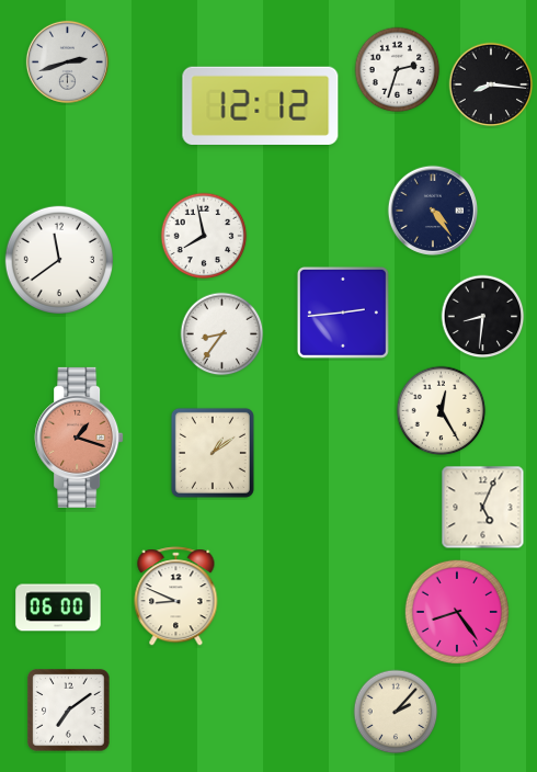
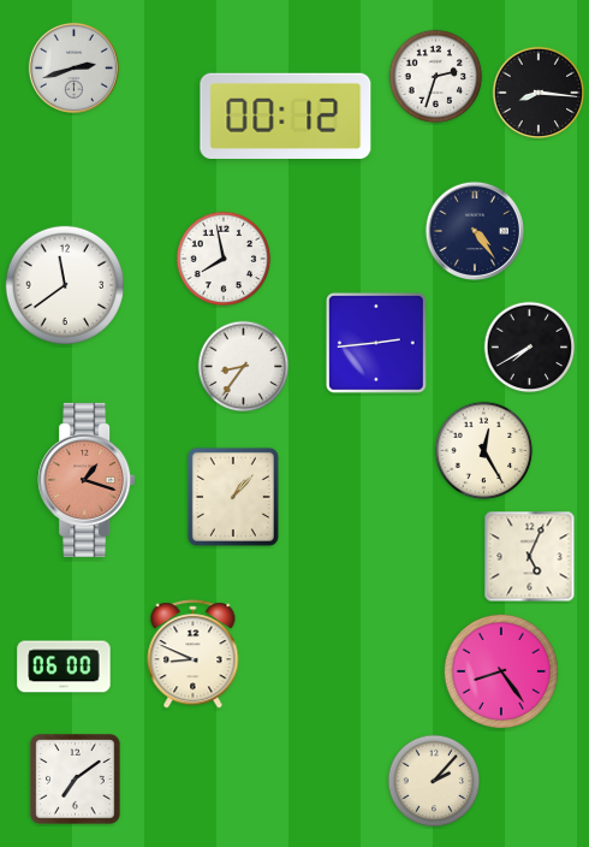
clock at (261, 105): 12:12 -> 00:12
clock at (483, 317): 8:31 -> 7:40
clock at (213, 453): 1:09 -> 1:07
